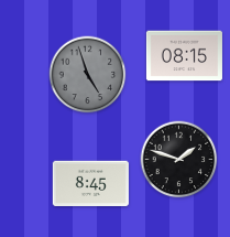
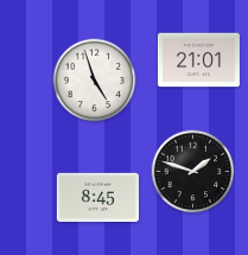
clock at (184, 56): 08:15 -> 21:01
clock at (88, 75) dial: grey -> white
